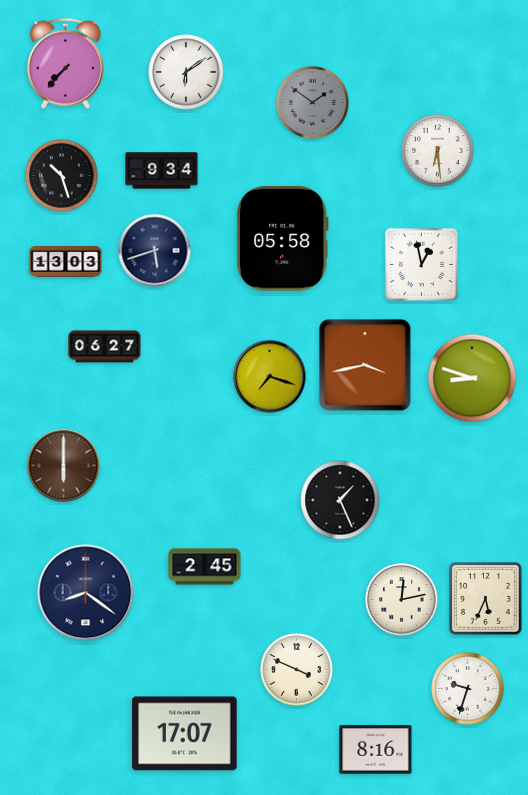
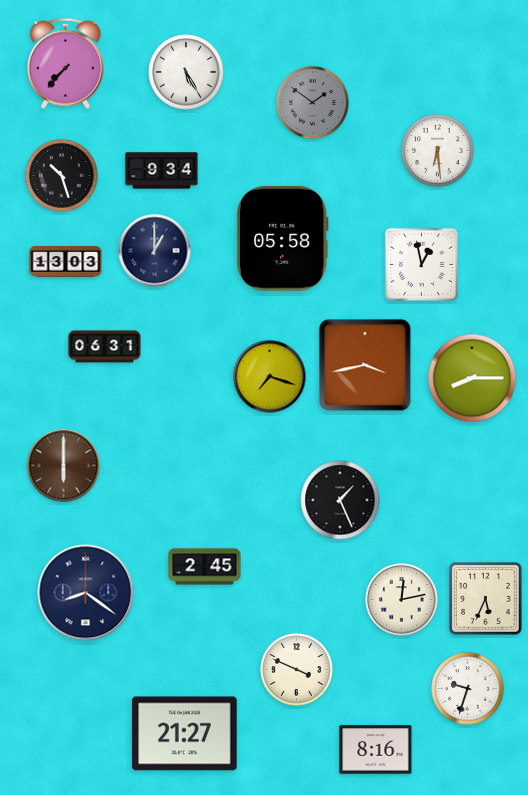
clock at (186, 72): 6:09 -> 5:25
clock at (155, 251): 5:42 -> 1:00
clock at (105, 347): 06:27 -> 06:31
clock at (472, 378): 8:48 -> 8:15
clock at (185, 734): 17:07 -> 21:27
